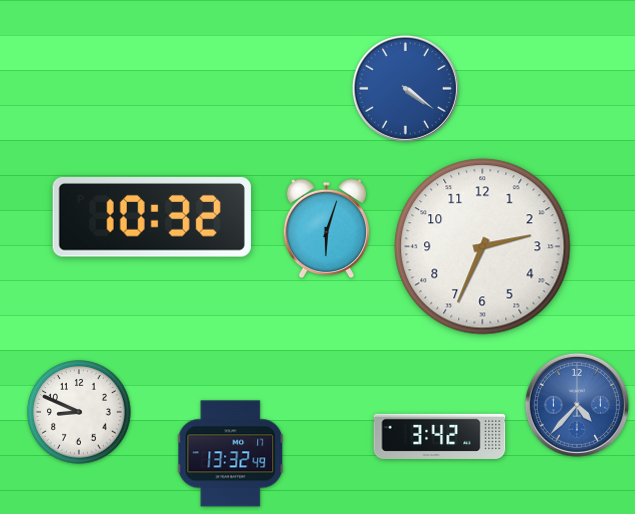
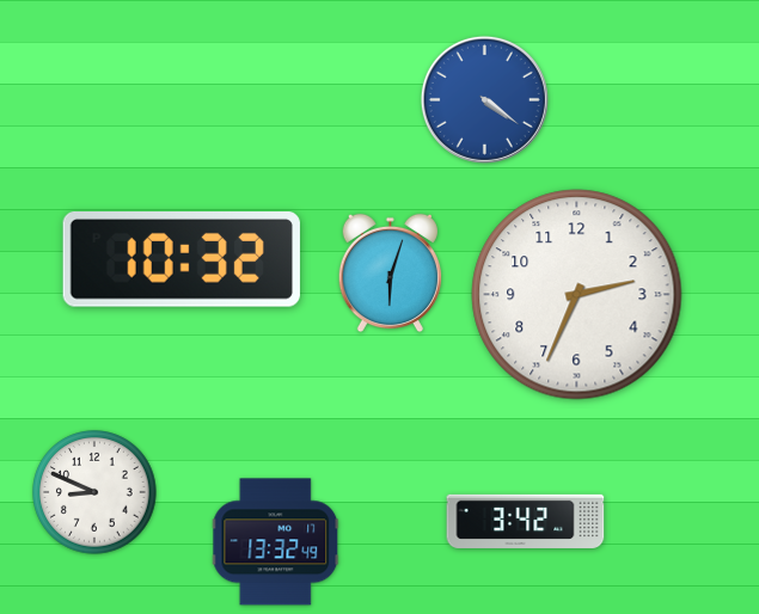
clock at (405, 88) position: (405, 88) -> (484, 99)
clock at (577, 405): 4:37 -> none
